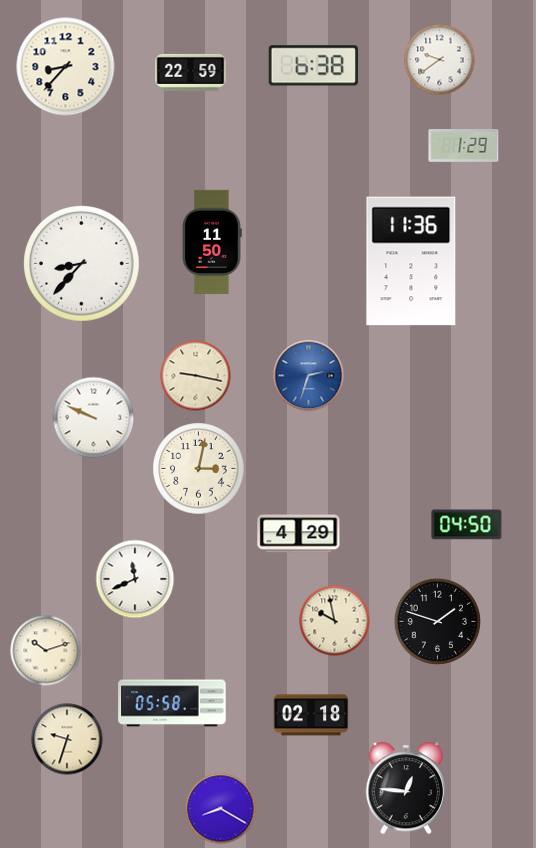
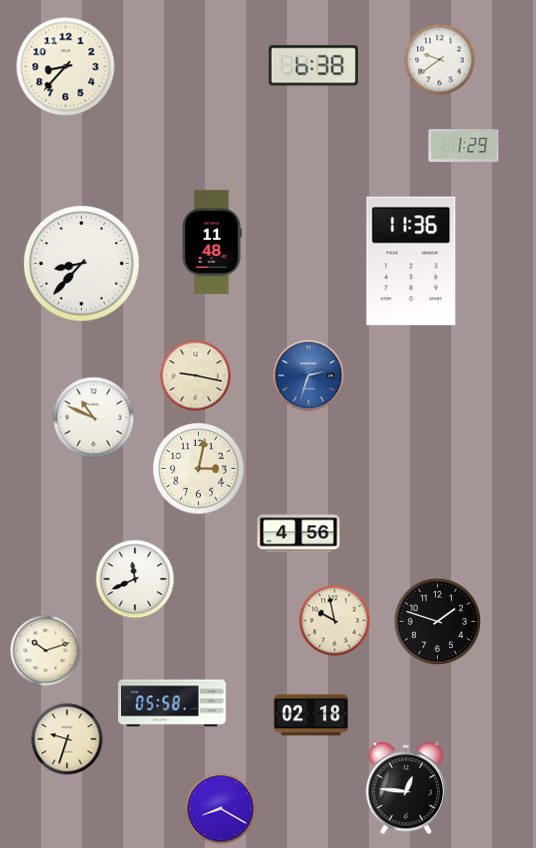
clock at (191, 72): 22:59 -> none
clock at (212, 242): 11:50 -> 11:48
clock at (94, 418): 9:49 -> 10:49
clock at (467, 525): 04:50 -> none
clock at (299, 534): 4:29 -> 4:56
